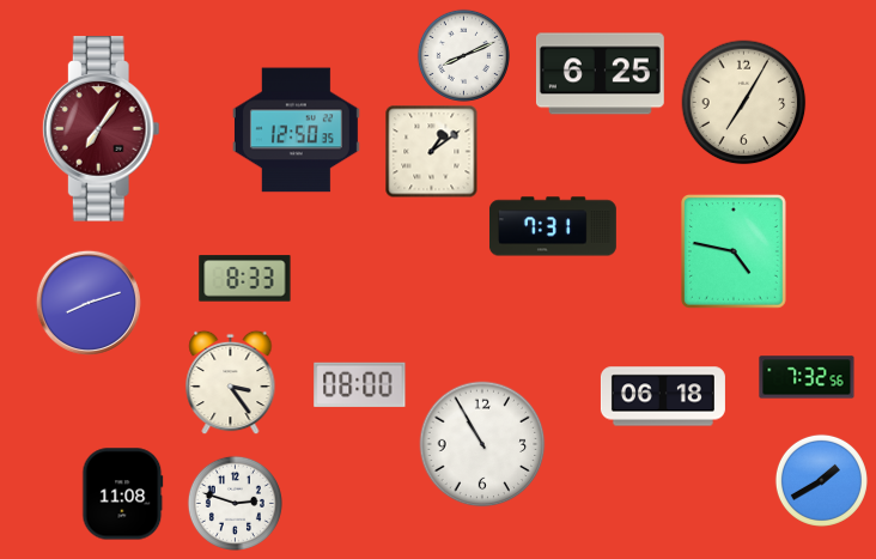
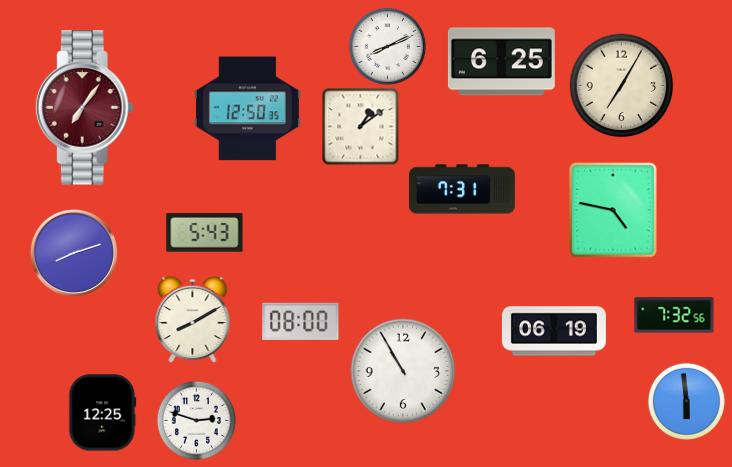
clock at (245, 279): 8:33 -> 5:43
clock at (231, 382): 3:24 -> 8:10
clock at (663, 396): 06:18 -> 06:19
clock at (821, 480): 1:40 -> 5:59
clock at (123, 494): 11:08 -> 12:25
